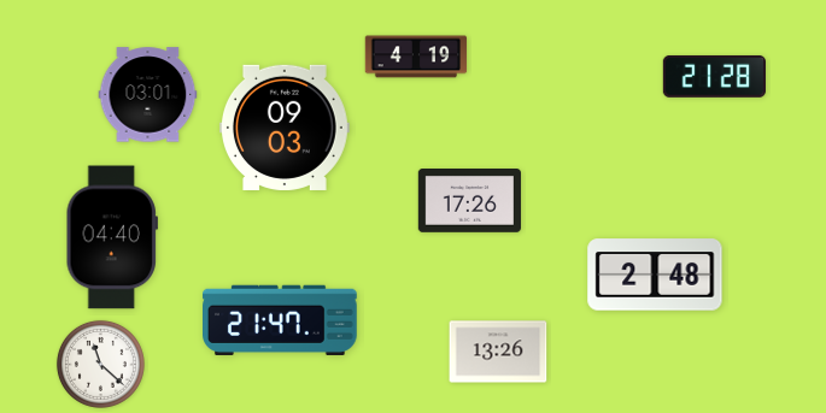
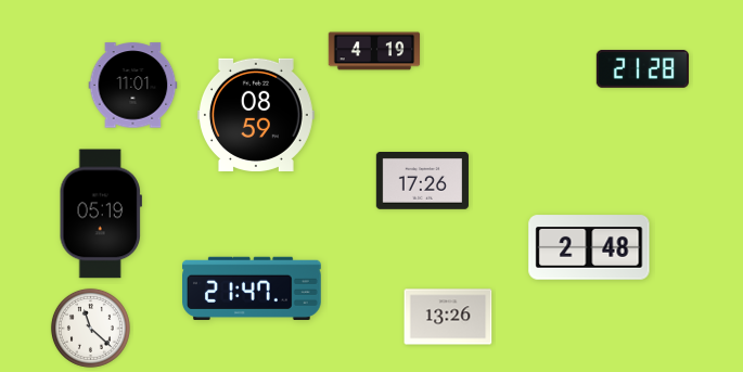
clock at (148, 95): 03:01 -> 11:01
clock at (285, 128): 09:03 -> 08:59
clock at (111, 237): 04:40 -> 05:19
